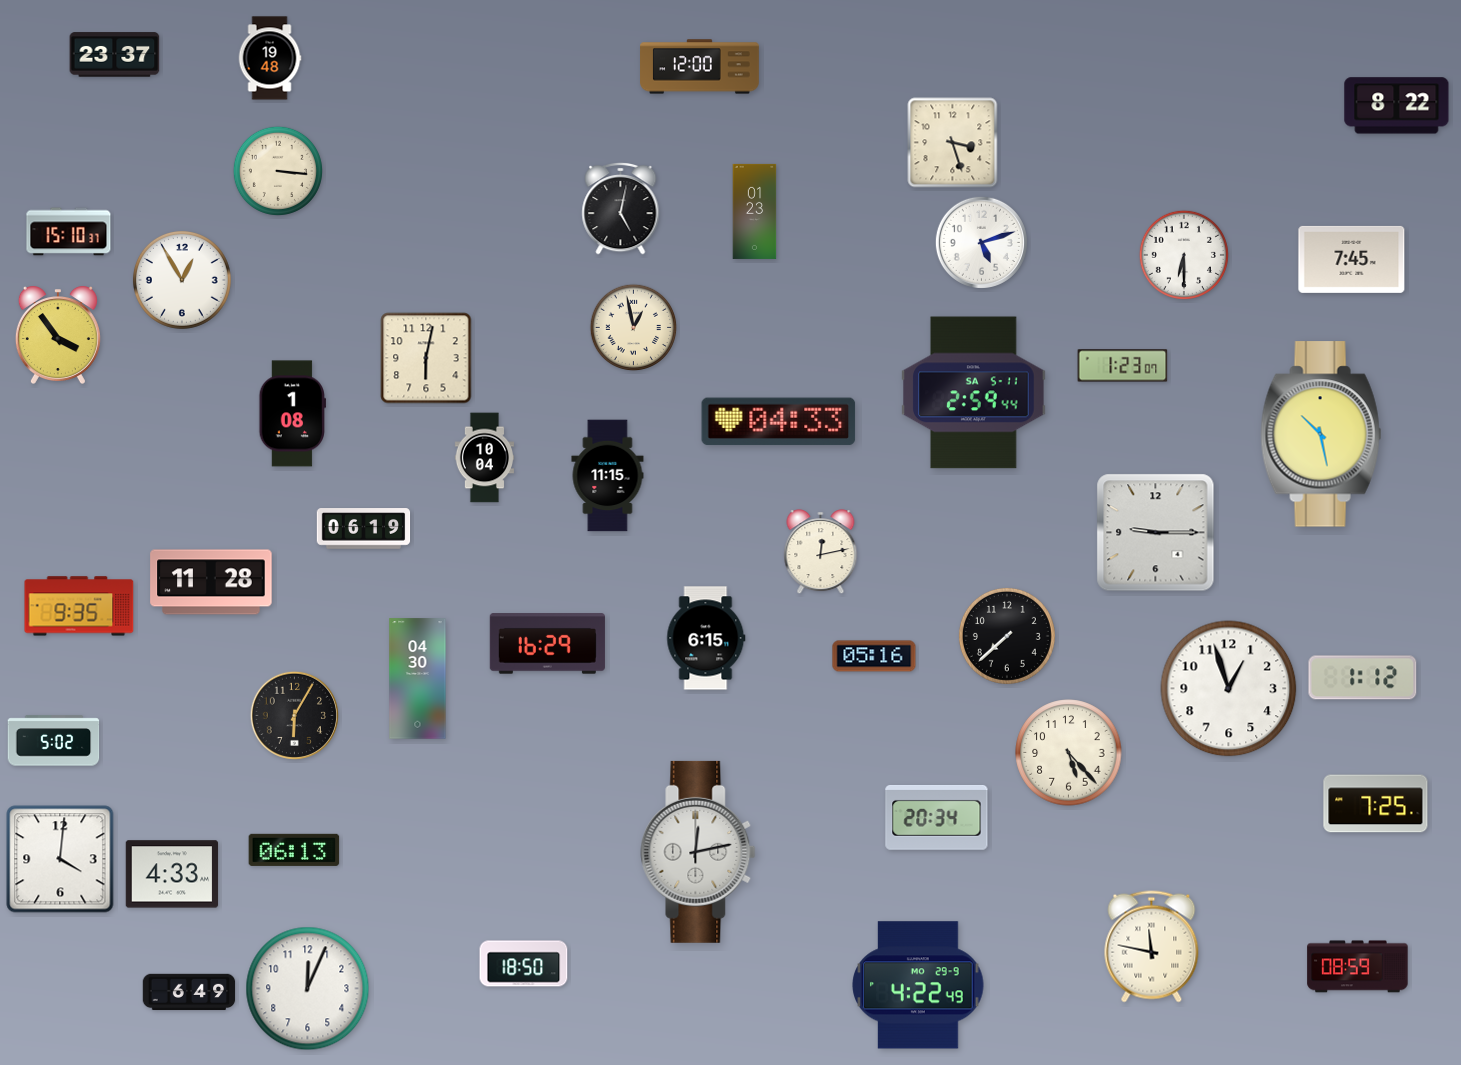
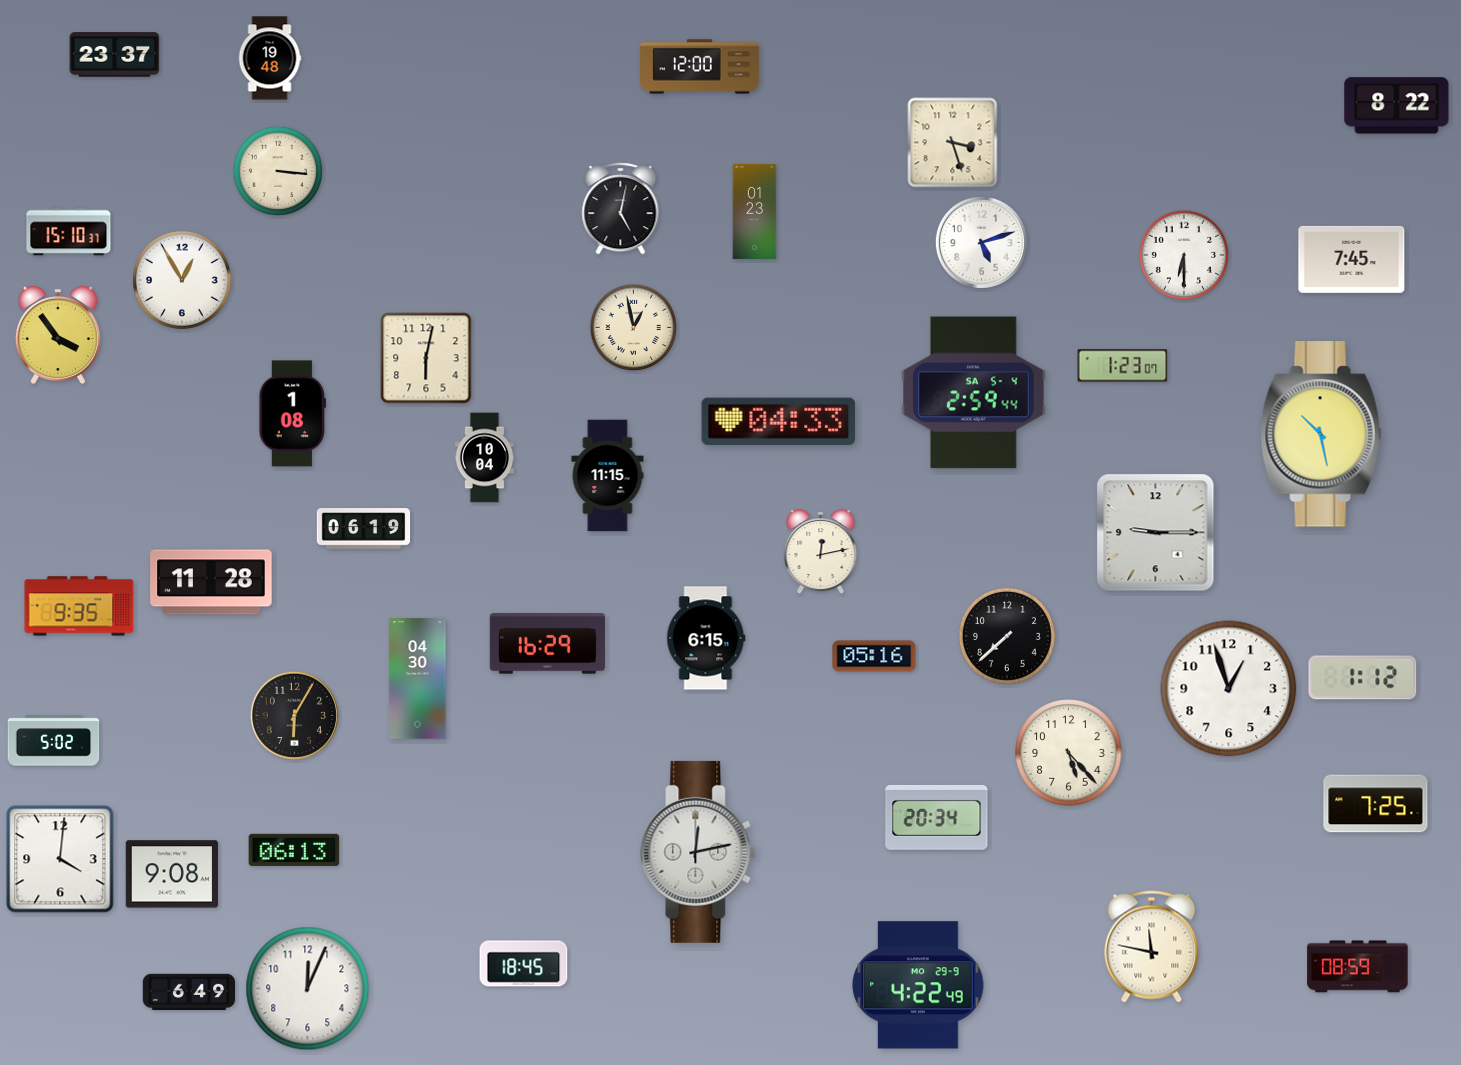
clock at (974, 393) date: SA 5-11 -> SA 5-4
clock at (172, 874): 4:33 -> 9:08
clock at (524, 964): 18:50 -> 18:45
